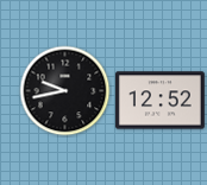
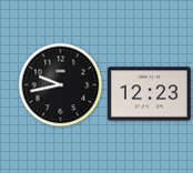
clock at (159, 101): 12:52 -> 12:23
